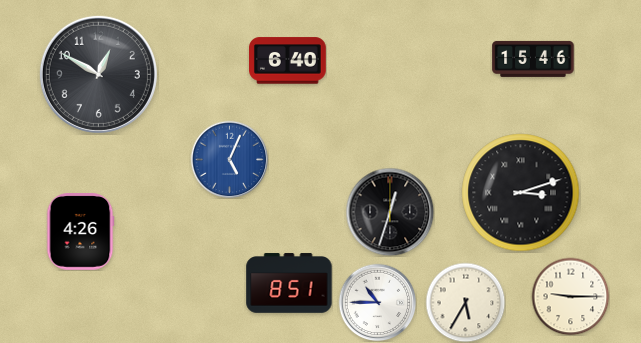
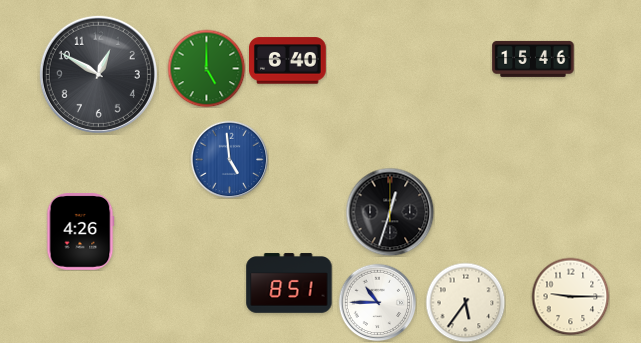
clock at (206, 68): none -> 5:00
clock at (229, 159): 5:04 -> 4:59
clock at (521, 193): 3:12 -> none
clock at (465, 302): 5:35 -> 5:36
